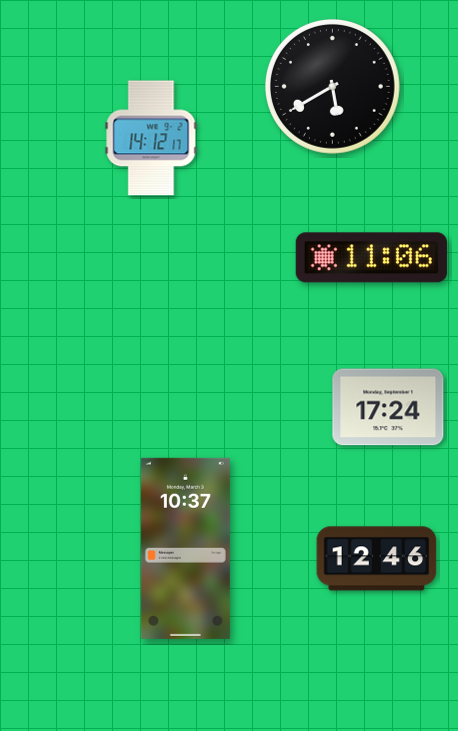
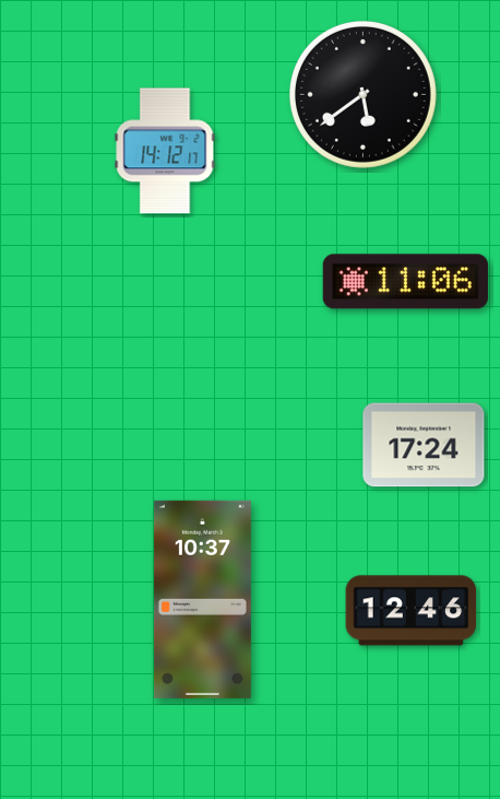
clock at (332, 86): 5:40 -> 5:39
